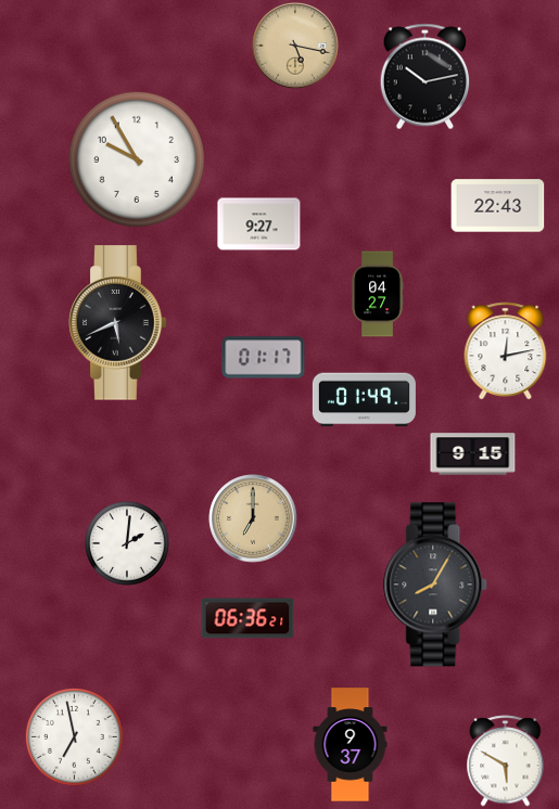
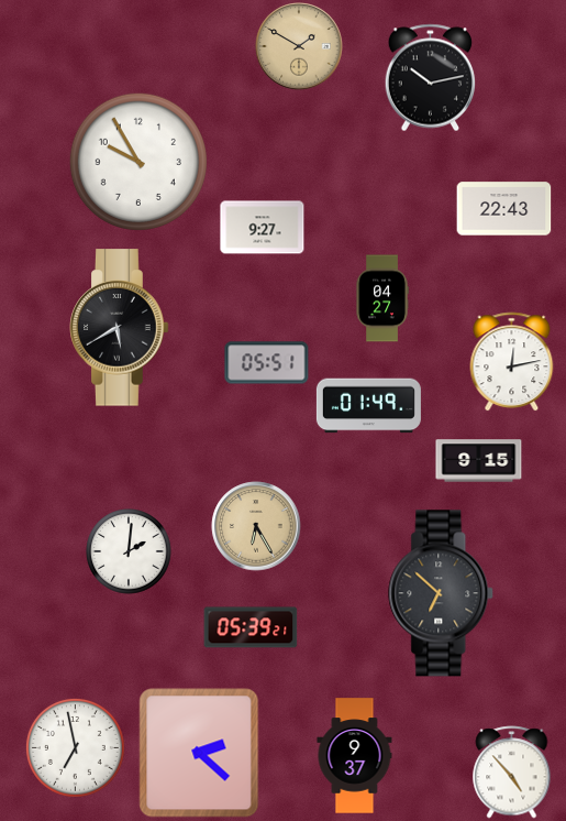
clock at (295, 46): 5:17 -> 1:50
clock at (118, 323): 5:41 -> 5:40
clock at (506, 351) position: (506, 351) -> (512, 362)
clock at (264, 358): 01:17 -> 05:51
clock at (253, 518): 7:00 -> 6:25
clock at (436, 585): 8:05 -> 6:52
clock at (247, 618): 06:36 -> 05:39
clock at (199, 753): none -> 2:22
clock at (506, 761): 5:50 -> 4:53
